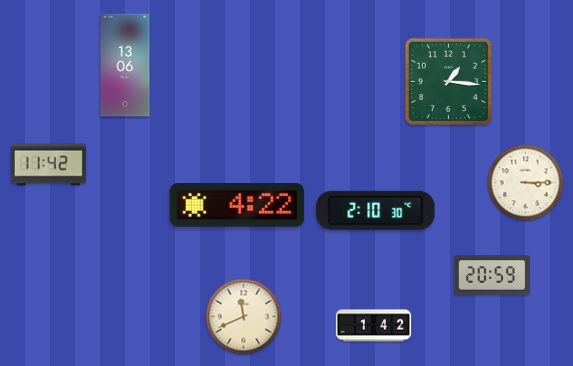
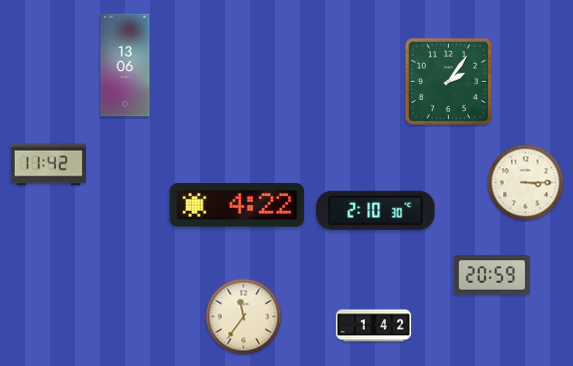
clock at (448, 81): 1:16 -> 2:06
clock at (244, 317): 11:41 -> 11:36
